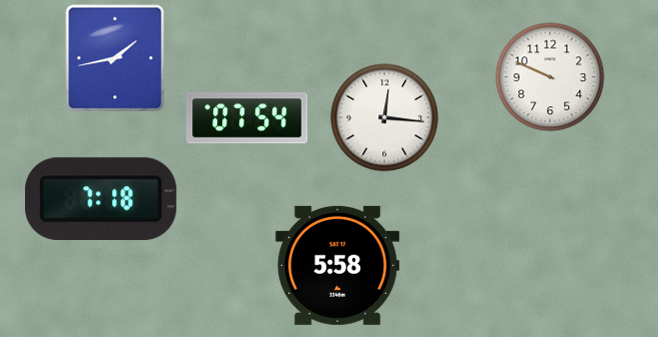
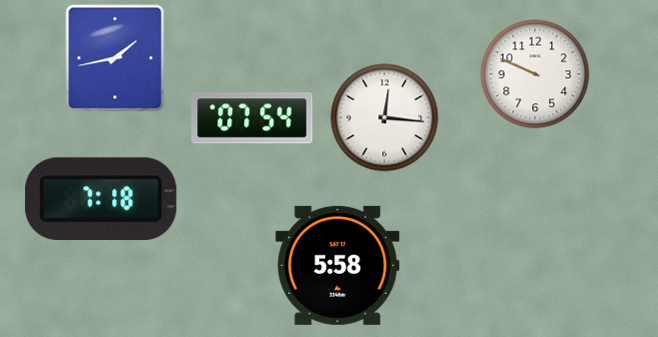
clock at (550, 77) position: (550, 77) -> (535, 74)
clock at (247, 118) position: (247, 118) -> (252, 118)
